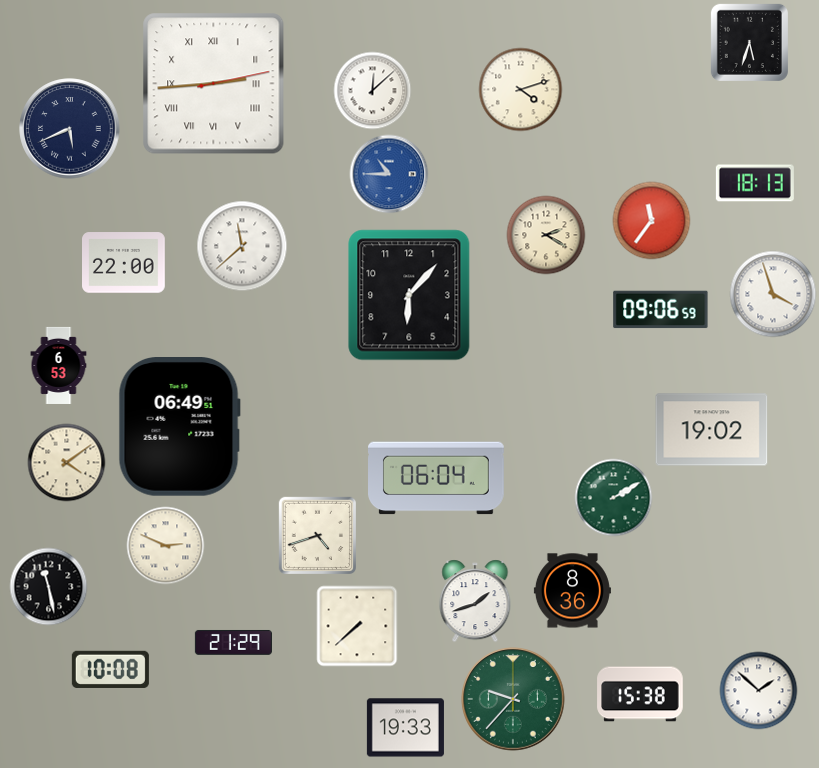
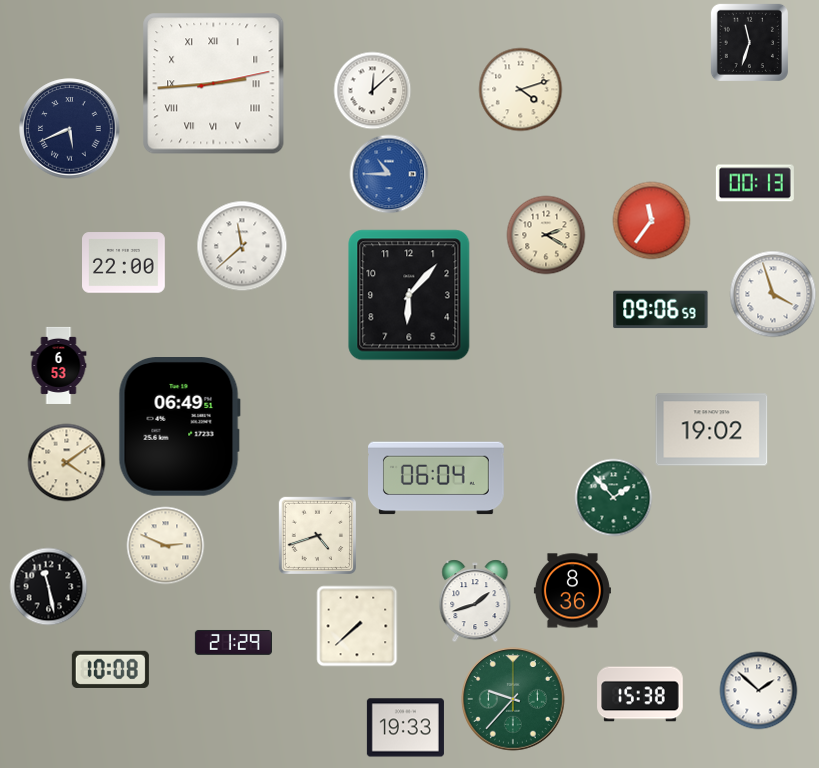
clock at (749, 42): 5:33 -> 11:33
clock at (755, 183): 18:13 -> 00:13
clock at (613, 497): 2:10 -> 1:53
